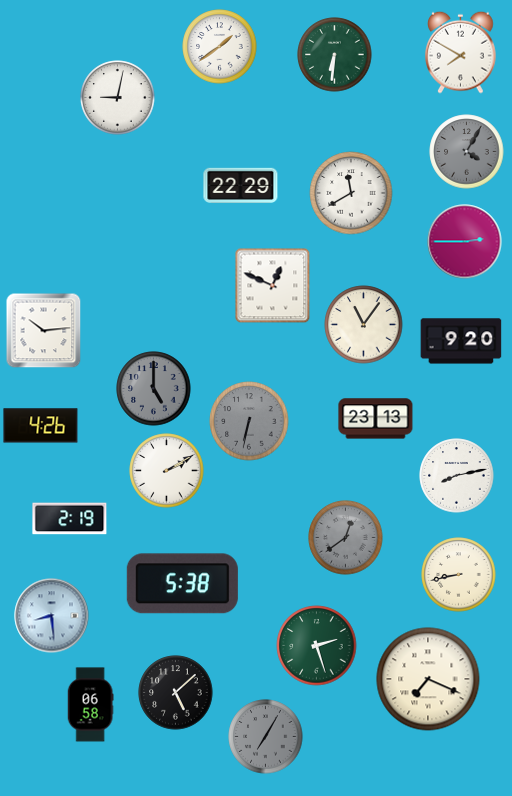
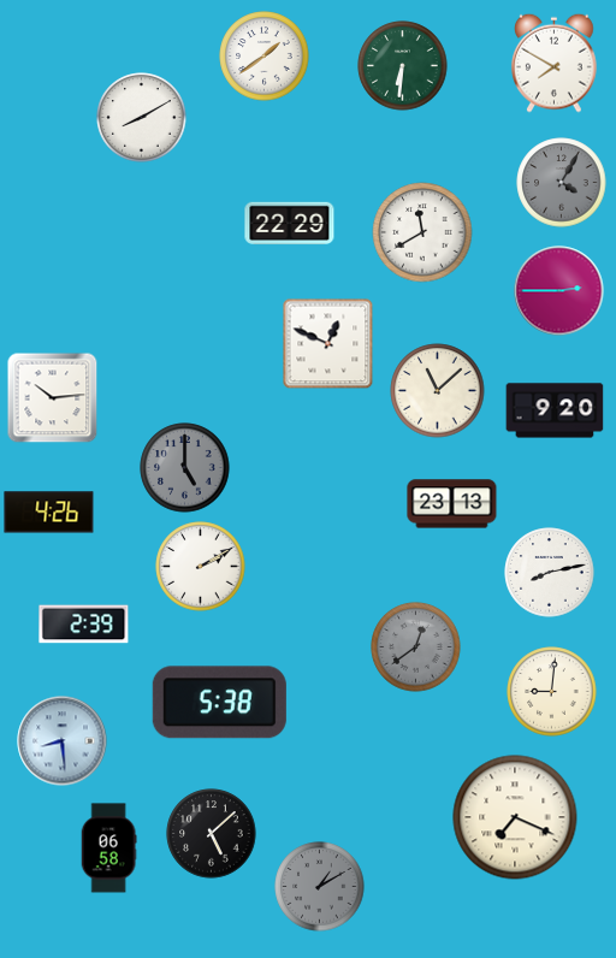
clock at (118, 98): 9:02 -> 8:10
clock at (364, 325): 11:06 -> 11:08
clock at (249, 421): 6:32 -> none
clock at (70, 519): 2:19 -> 2:39
clock at (459, 575): 8:43 -> 9:01
clock at (317, 646): 2:27 -> none
clock at (266, 737): 7:05 -> 1:10
